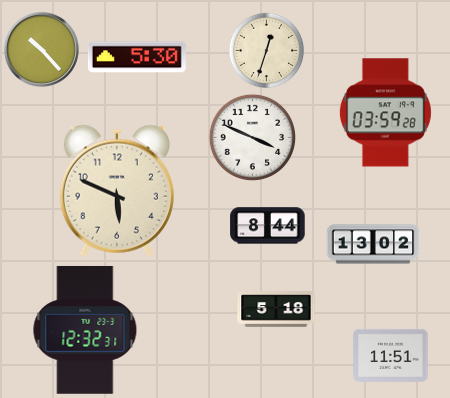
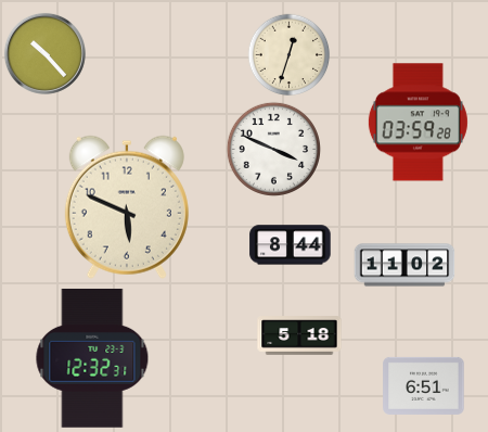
clock at (137, 57): 5:30 -> none
clock at (373, 244): 13:02 -> 11:02
clock at (391, 355): 11:51 -> 6:51
